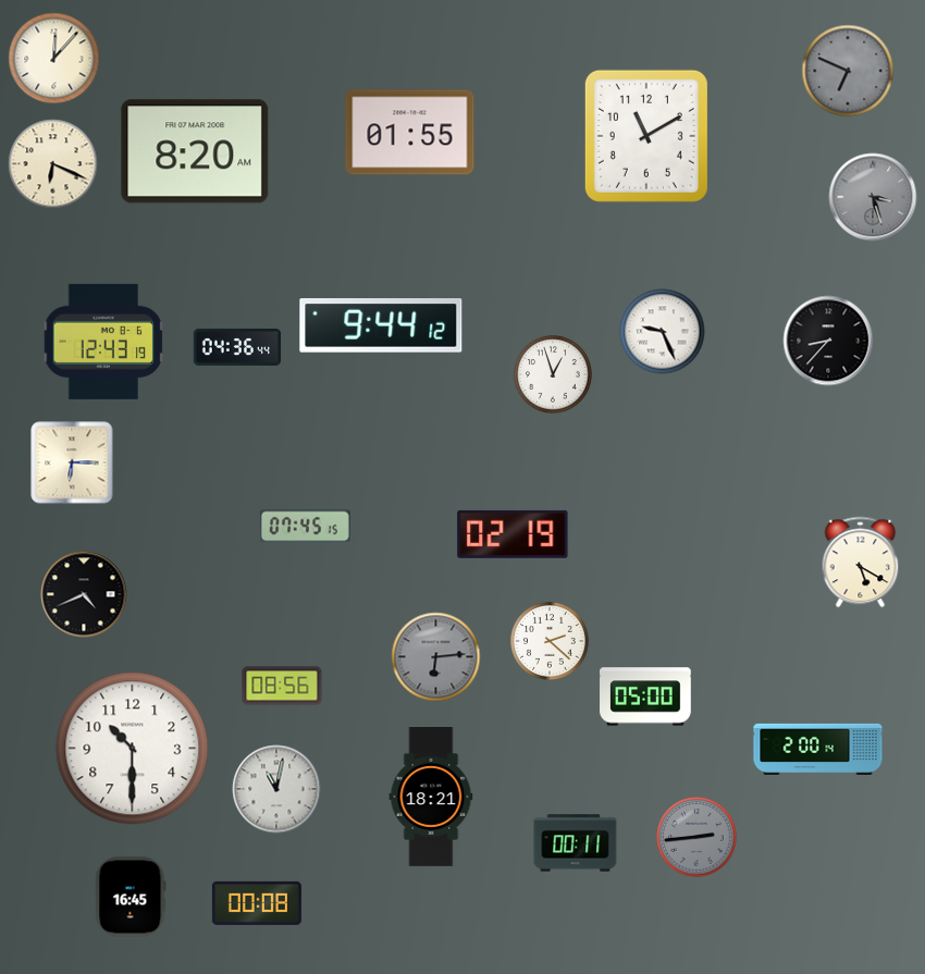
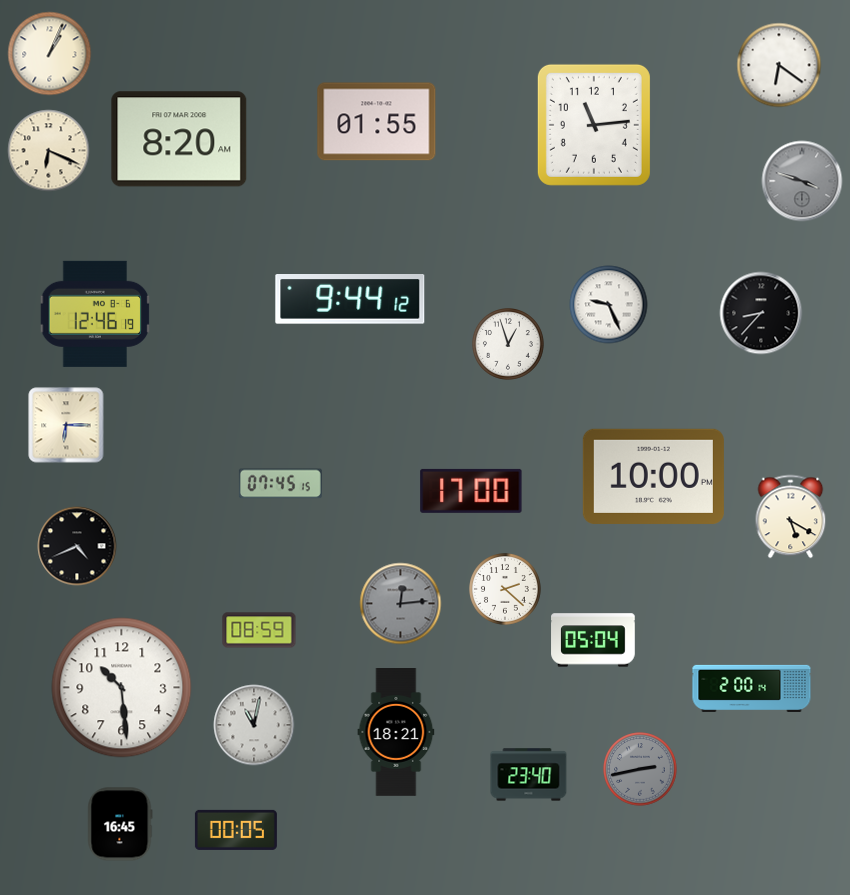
clock at (54, 59): 12:07 -> 1:04
clock at (848, 71): 6:49 -> 6:21
clock at (848, 71) dial: grey -> white
clock at (646, 136): 11:10 -> 11:14
clock at (873, 197): 3:27 -> 3:48
clock at (103, 342): 12:43 -> 12:46
clock at (237, 347): 04:36 -> none
clock at (653, 476): none -> 10:00
clock at (513, 534): 02:19 -> 17:00
clock at (436, 657): 6:14 -> 12:14
clock at (282, 686): 08:56 -> 08:59
clock at (645, 696): 05:00 -> 05:04
clock at (133, 749): 10:30 -> 10:29
clock at (696, 837): 2:44 -> 2:43
clock at (576, 843): 00:11 -> 23:40
clock at (257, 903): 00:08 -> 00:05
